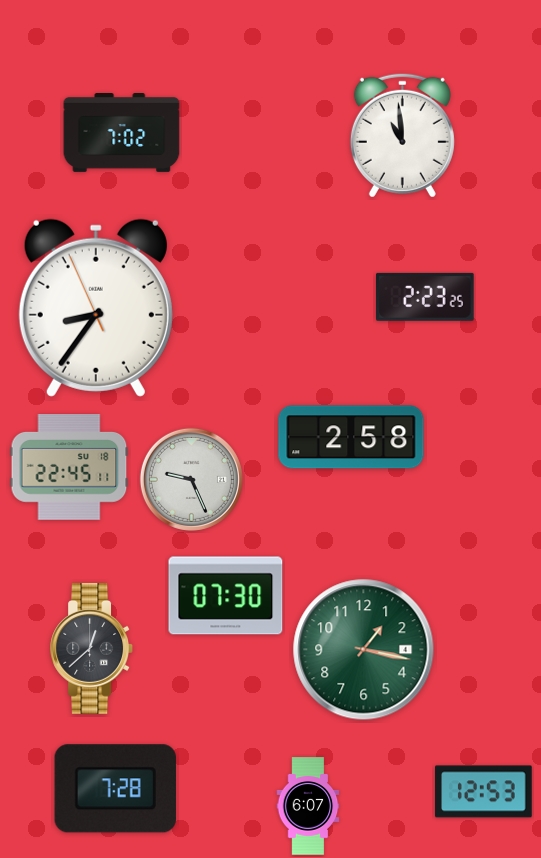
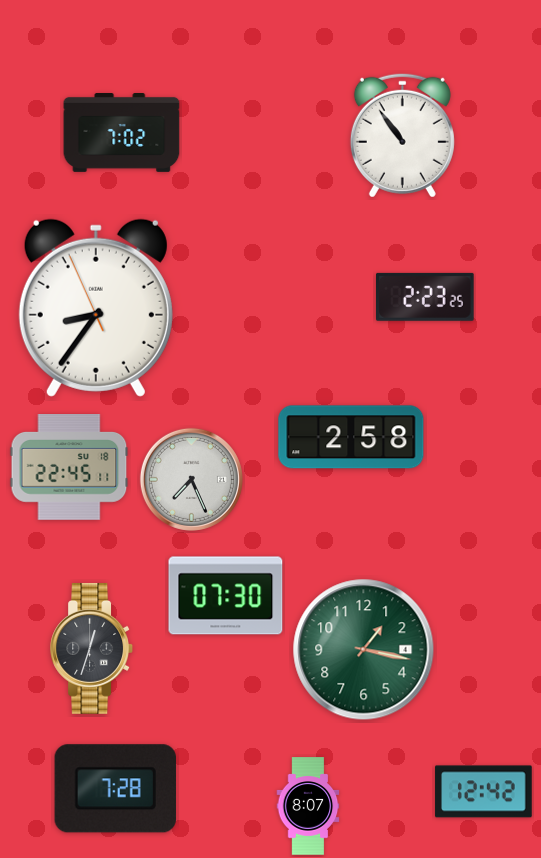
clock at (402, 135): 10:59 -> 10:54
clock at (191, 479): 9:26 -> 7:26
clock at (92, 648): 12:38 -> 12:33
clock at (484, 792): 12:53 -> 12:42
clock at (308, 806): 6:07 -> 8:07
